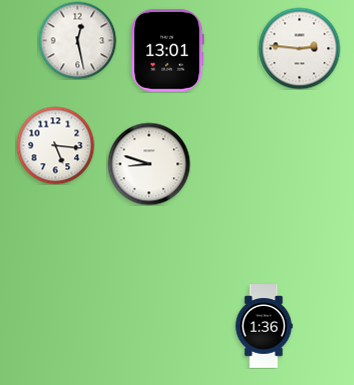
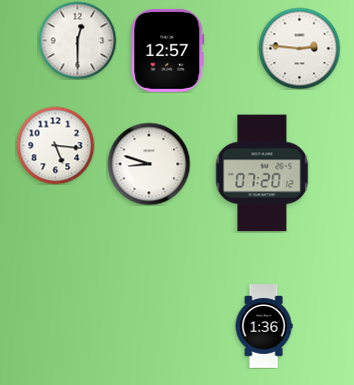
clock at (77, 40): 12:28 -> 12:30
clock at (168, 50): 13:01 -> 12:57
clock at (262, 173): none -> 07:20
